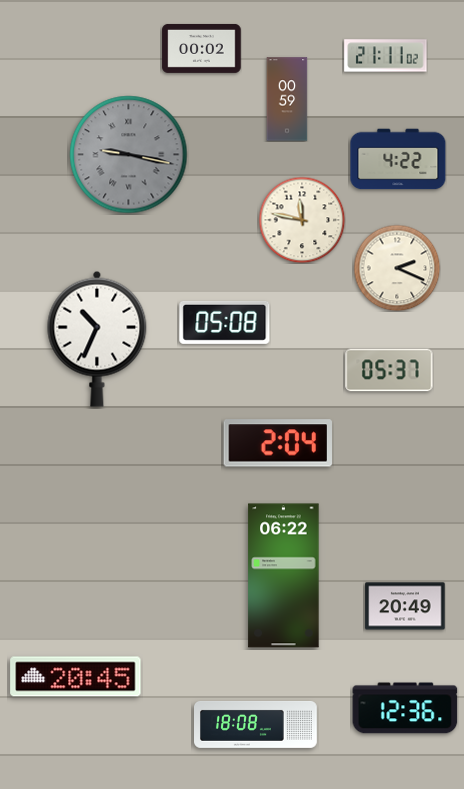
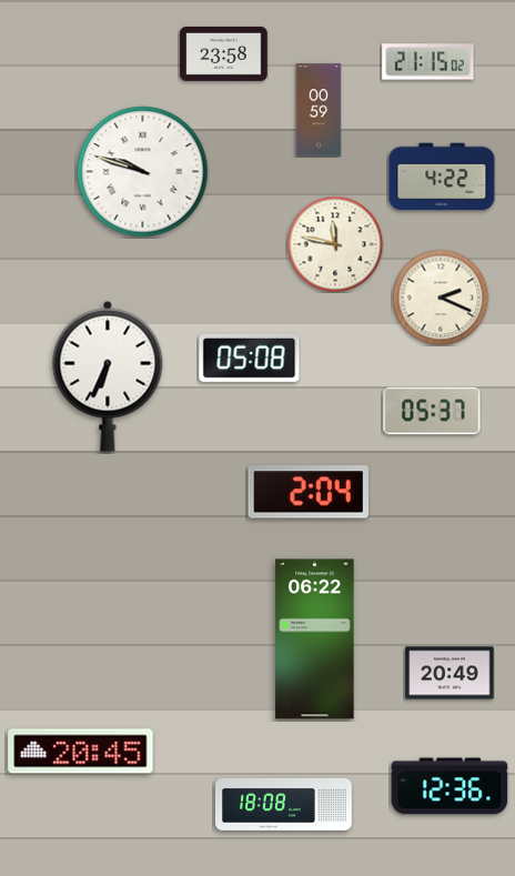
clock at (202, 48): 00:02 -> 23:58
clock at (386, 56): 21:11 -> 21:15
clock at (129, 155): 9:17 -> 9:48
clock at (129, 155) dial: grey -> white
clock at (97, 339): 10:34 -> 6:34
clock at (76, 677) position: (76, 677) -> (81, 752)
